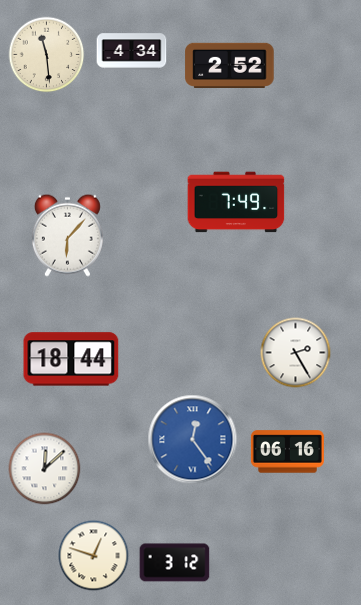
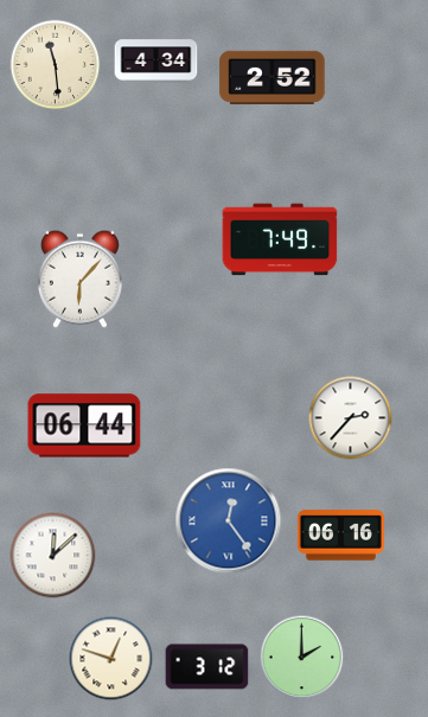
clock at (296, 353): 2:25 -> 2:37
clock at (71, 359): 18:44 -> 06:44
clock at (302, 658): none -> 2:00
